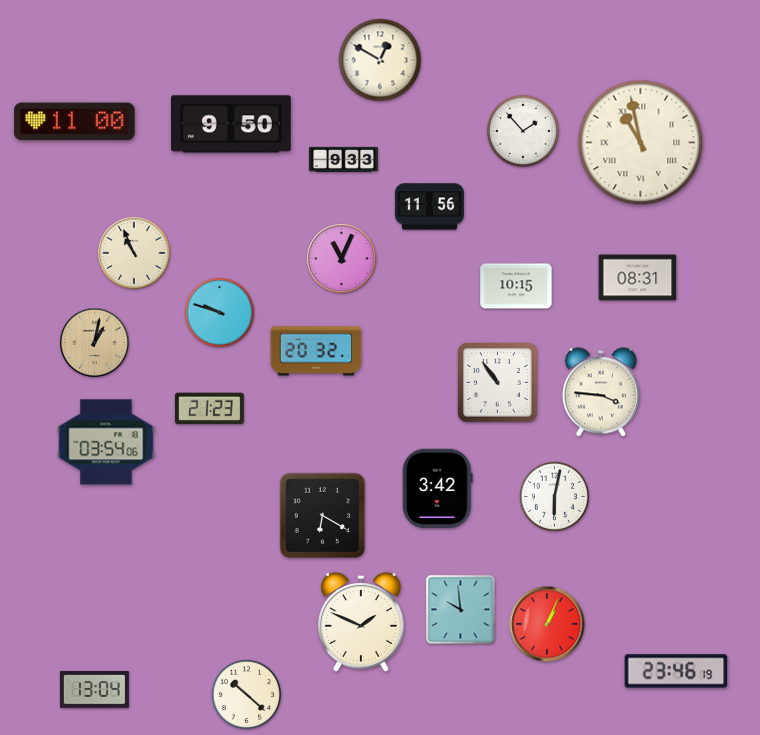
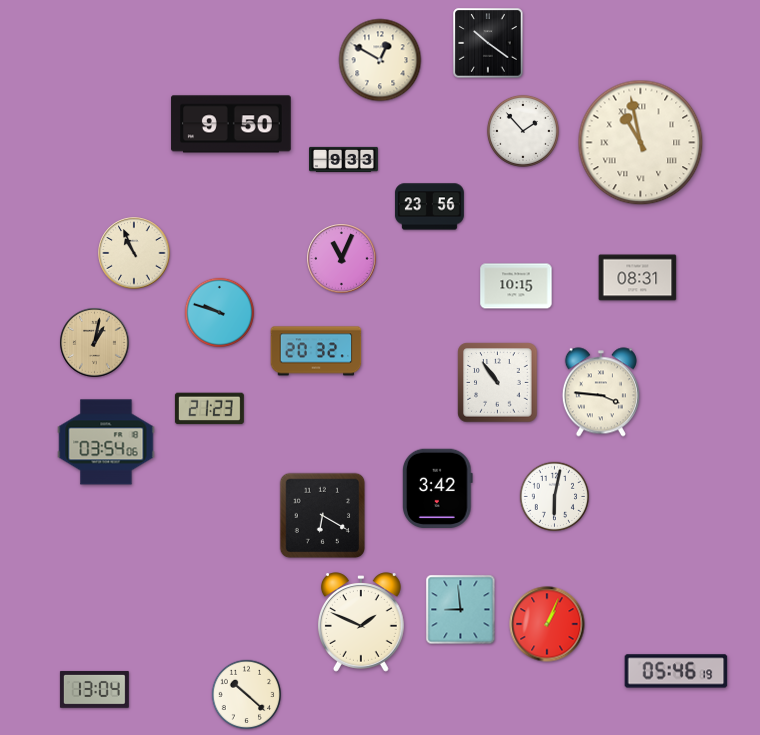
clock at (488, 43): none -> 10:21
clock at (75, 122): 11:00 -> none
clock at (429, 207): 11:56 -> 23:56
clock at (461, 610): 9:59 -> 8:59
clock at (676, 671): 23:46 -> 05:46
